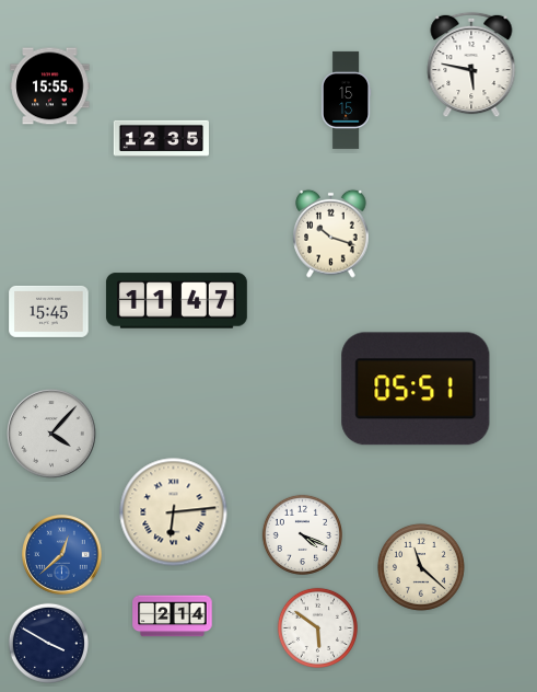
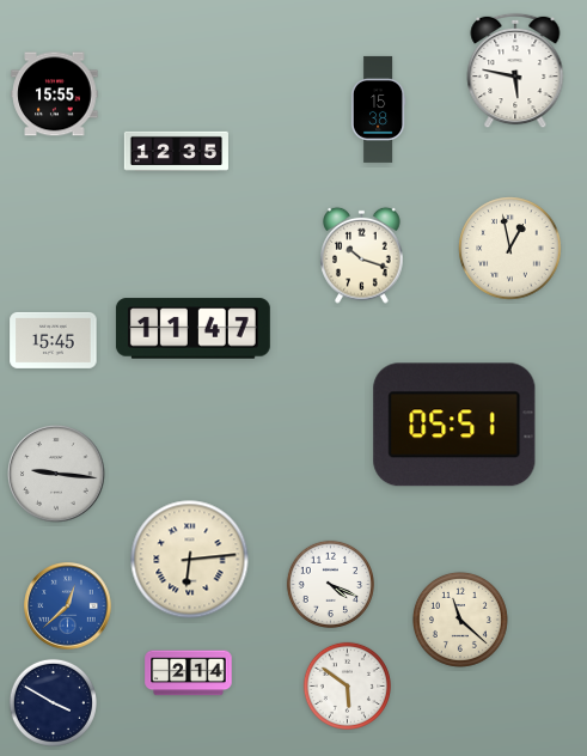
clock at (346, 100): 15:15 -> 15:38
clock at (510, 249): none -> 12:58
clock at (51, 434): 4:07 -> 9:16
